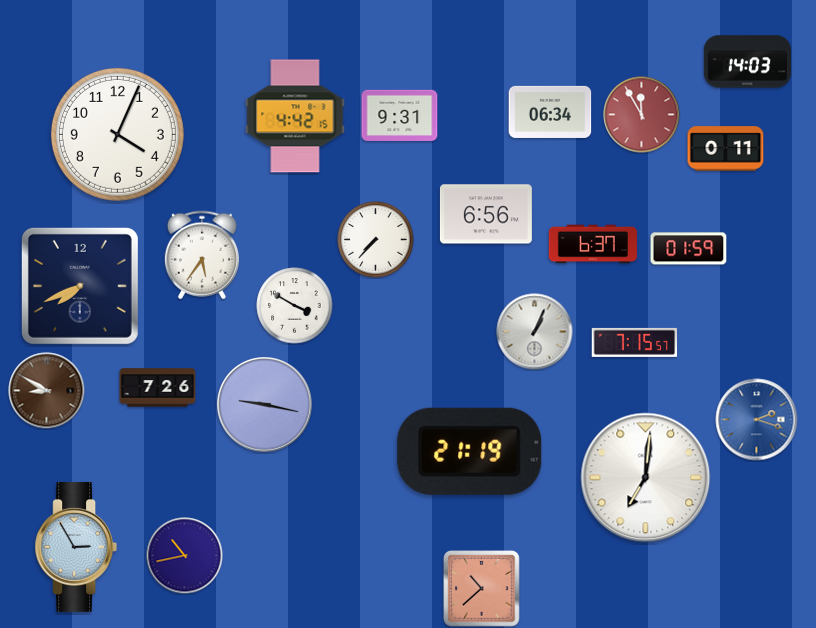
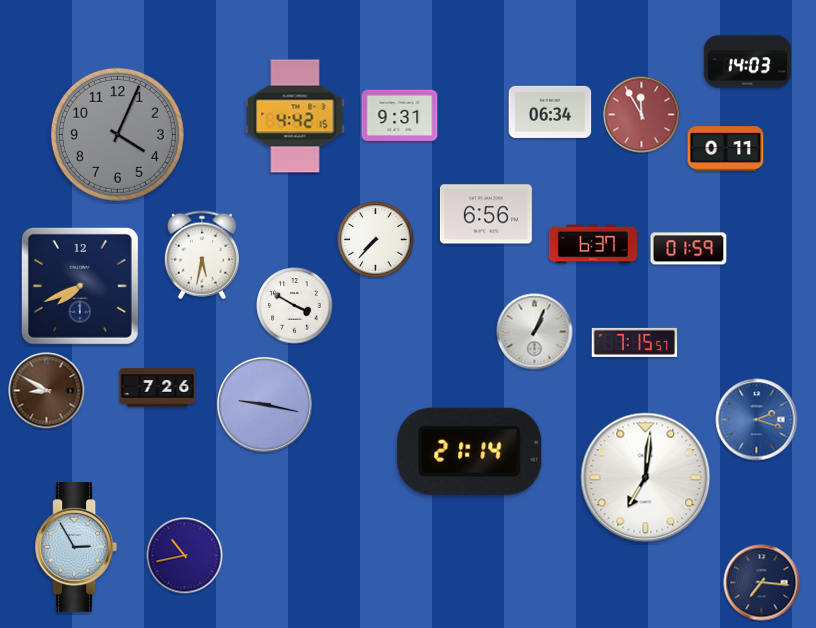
clock at (117, 134) dial: white -> grey
clock at (202, 255): 5:36 -> 5:32
clock at (470, 451): 21:19 -> 21:14
clock at (762, 583): none -> 7:16
clock at (482, 589): 10:38 -> none
